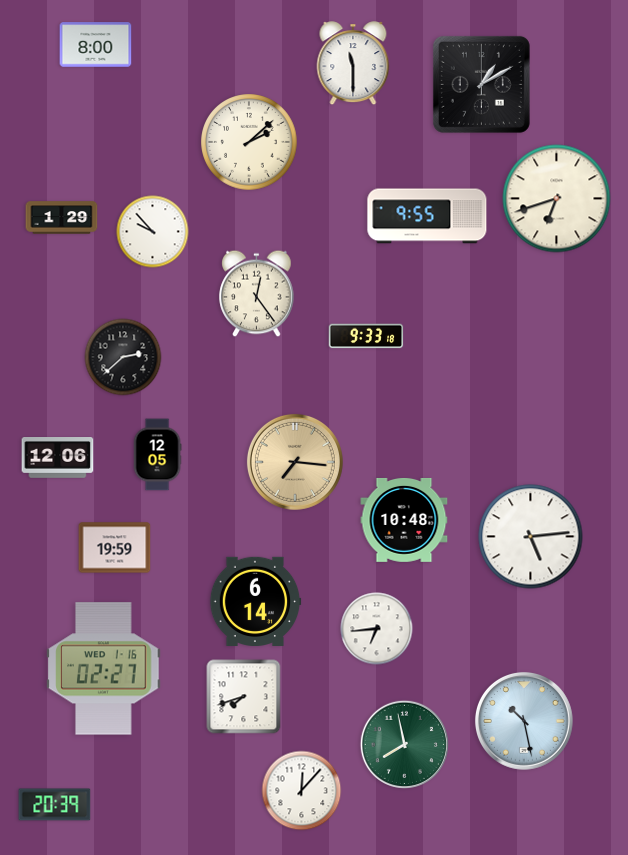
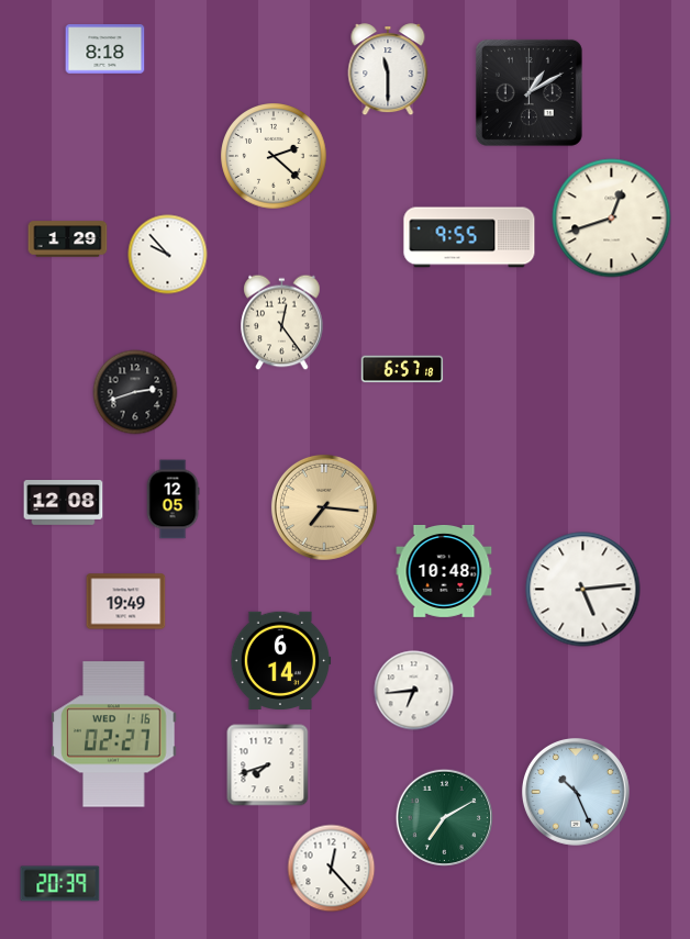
clock at (96, 45): 8:00 -> 8:18
clock at (249, 142): 2:08 -> 2:22
clock at (557, 199): 6:42 -> 12:42
clock at (366, 336): 9:33 -> 6:57
clock at (123, 357): 2:38 -> 2:42
clock at (58, 458): 12:06 -> 12:08
clock at (115, 548): 19:59 -> 19:49
clock at (524, 721): 10:28 -> 10:26
clock at (404, 744): 7:58 -> 7:10
clock at (302, 791): 12:07 -> 12:23
